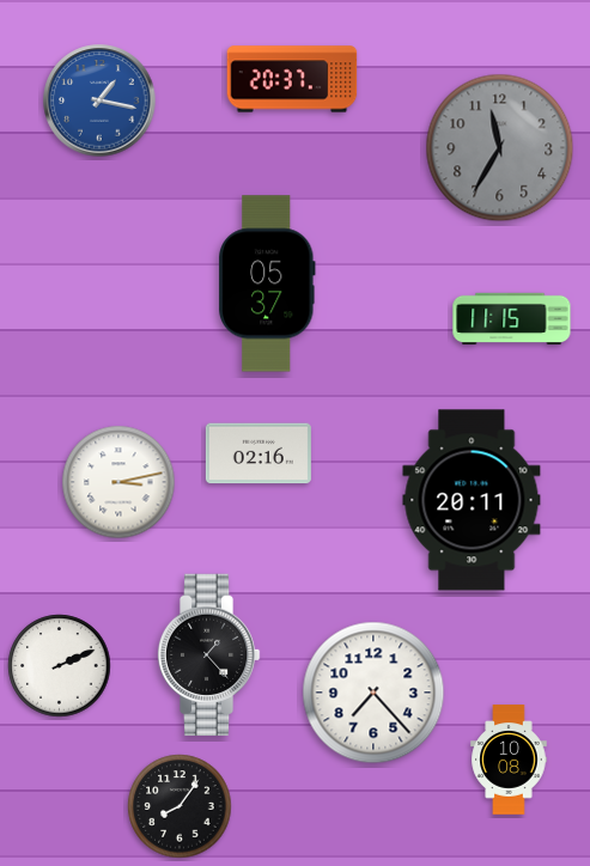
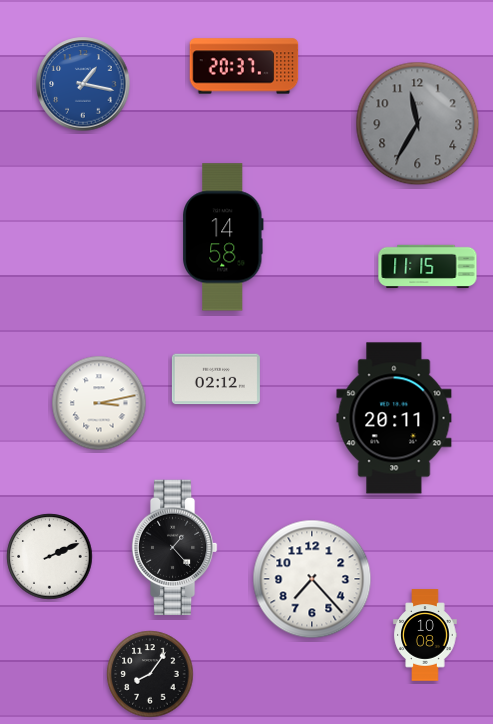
clock at (267, 283): 05:37 -> 14:58
clock at (258, 453): 02:16 -> 02:12
